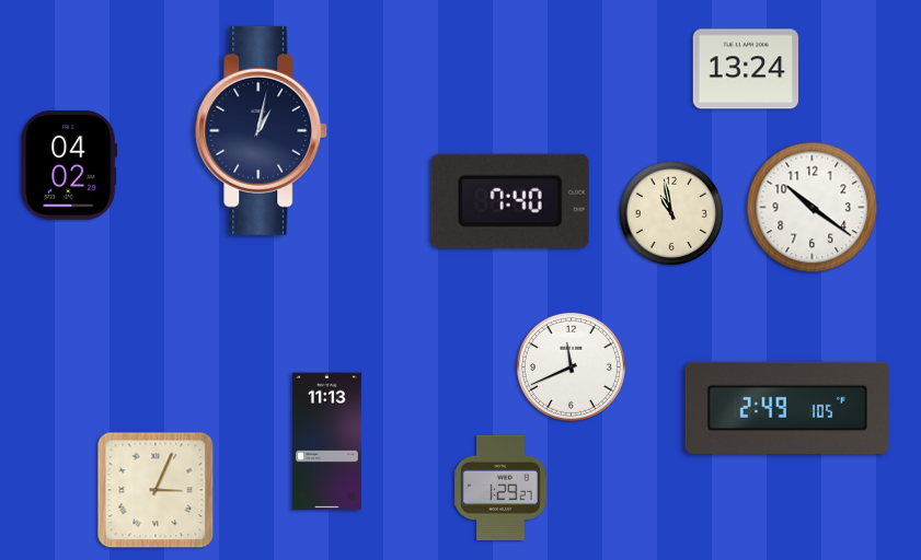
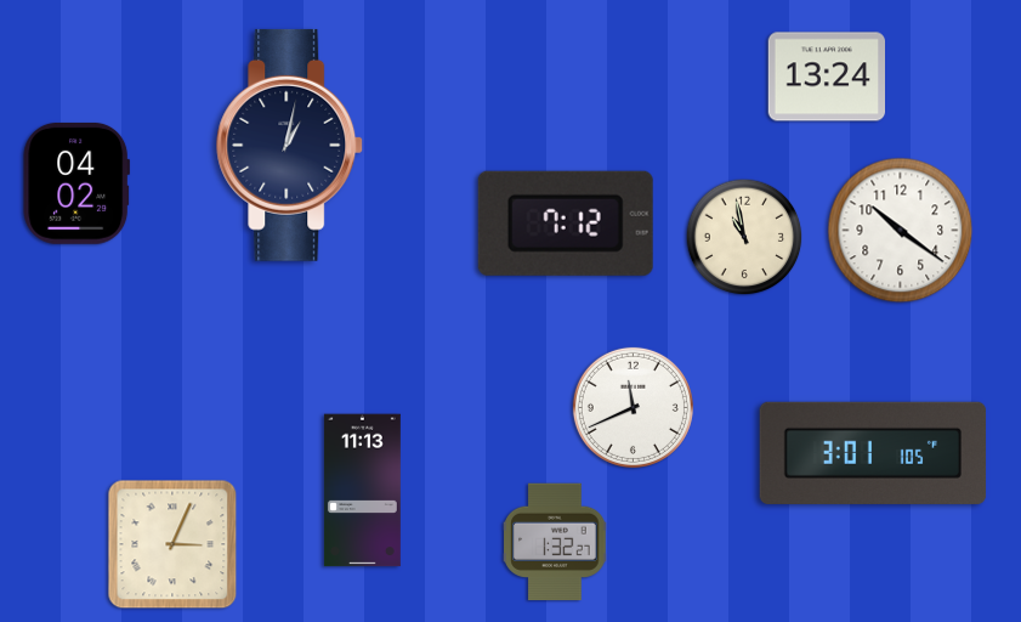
clock at (510, 201): 7:40 -> 7:12
clock at (787, 408): 2:49 -> 3:01
clock at (500, 487): 1:29 -> 1:32
